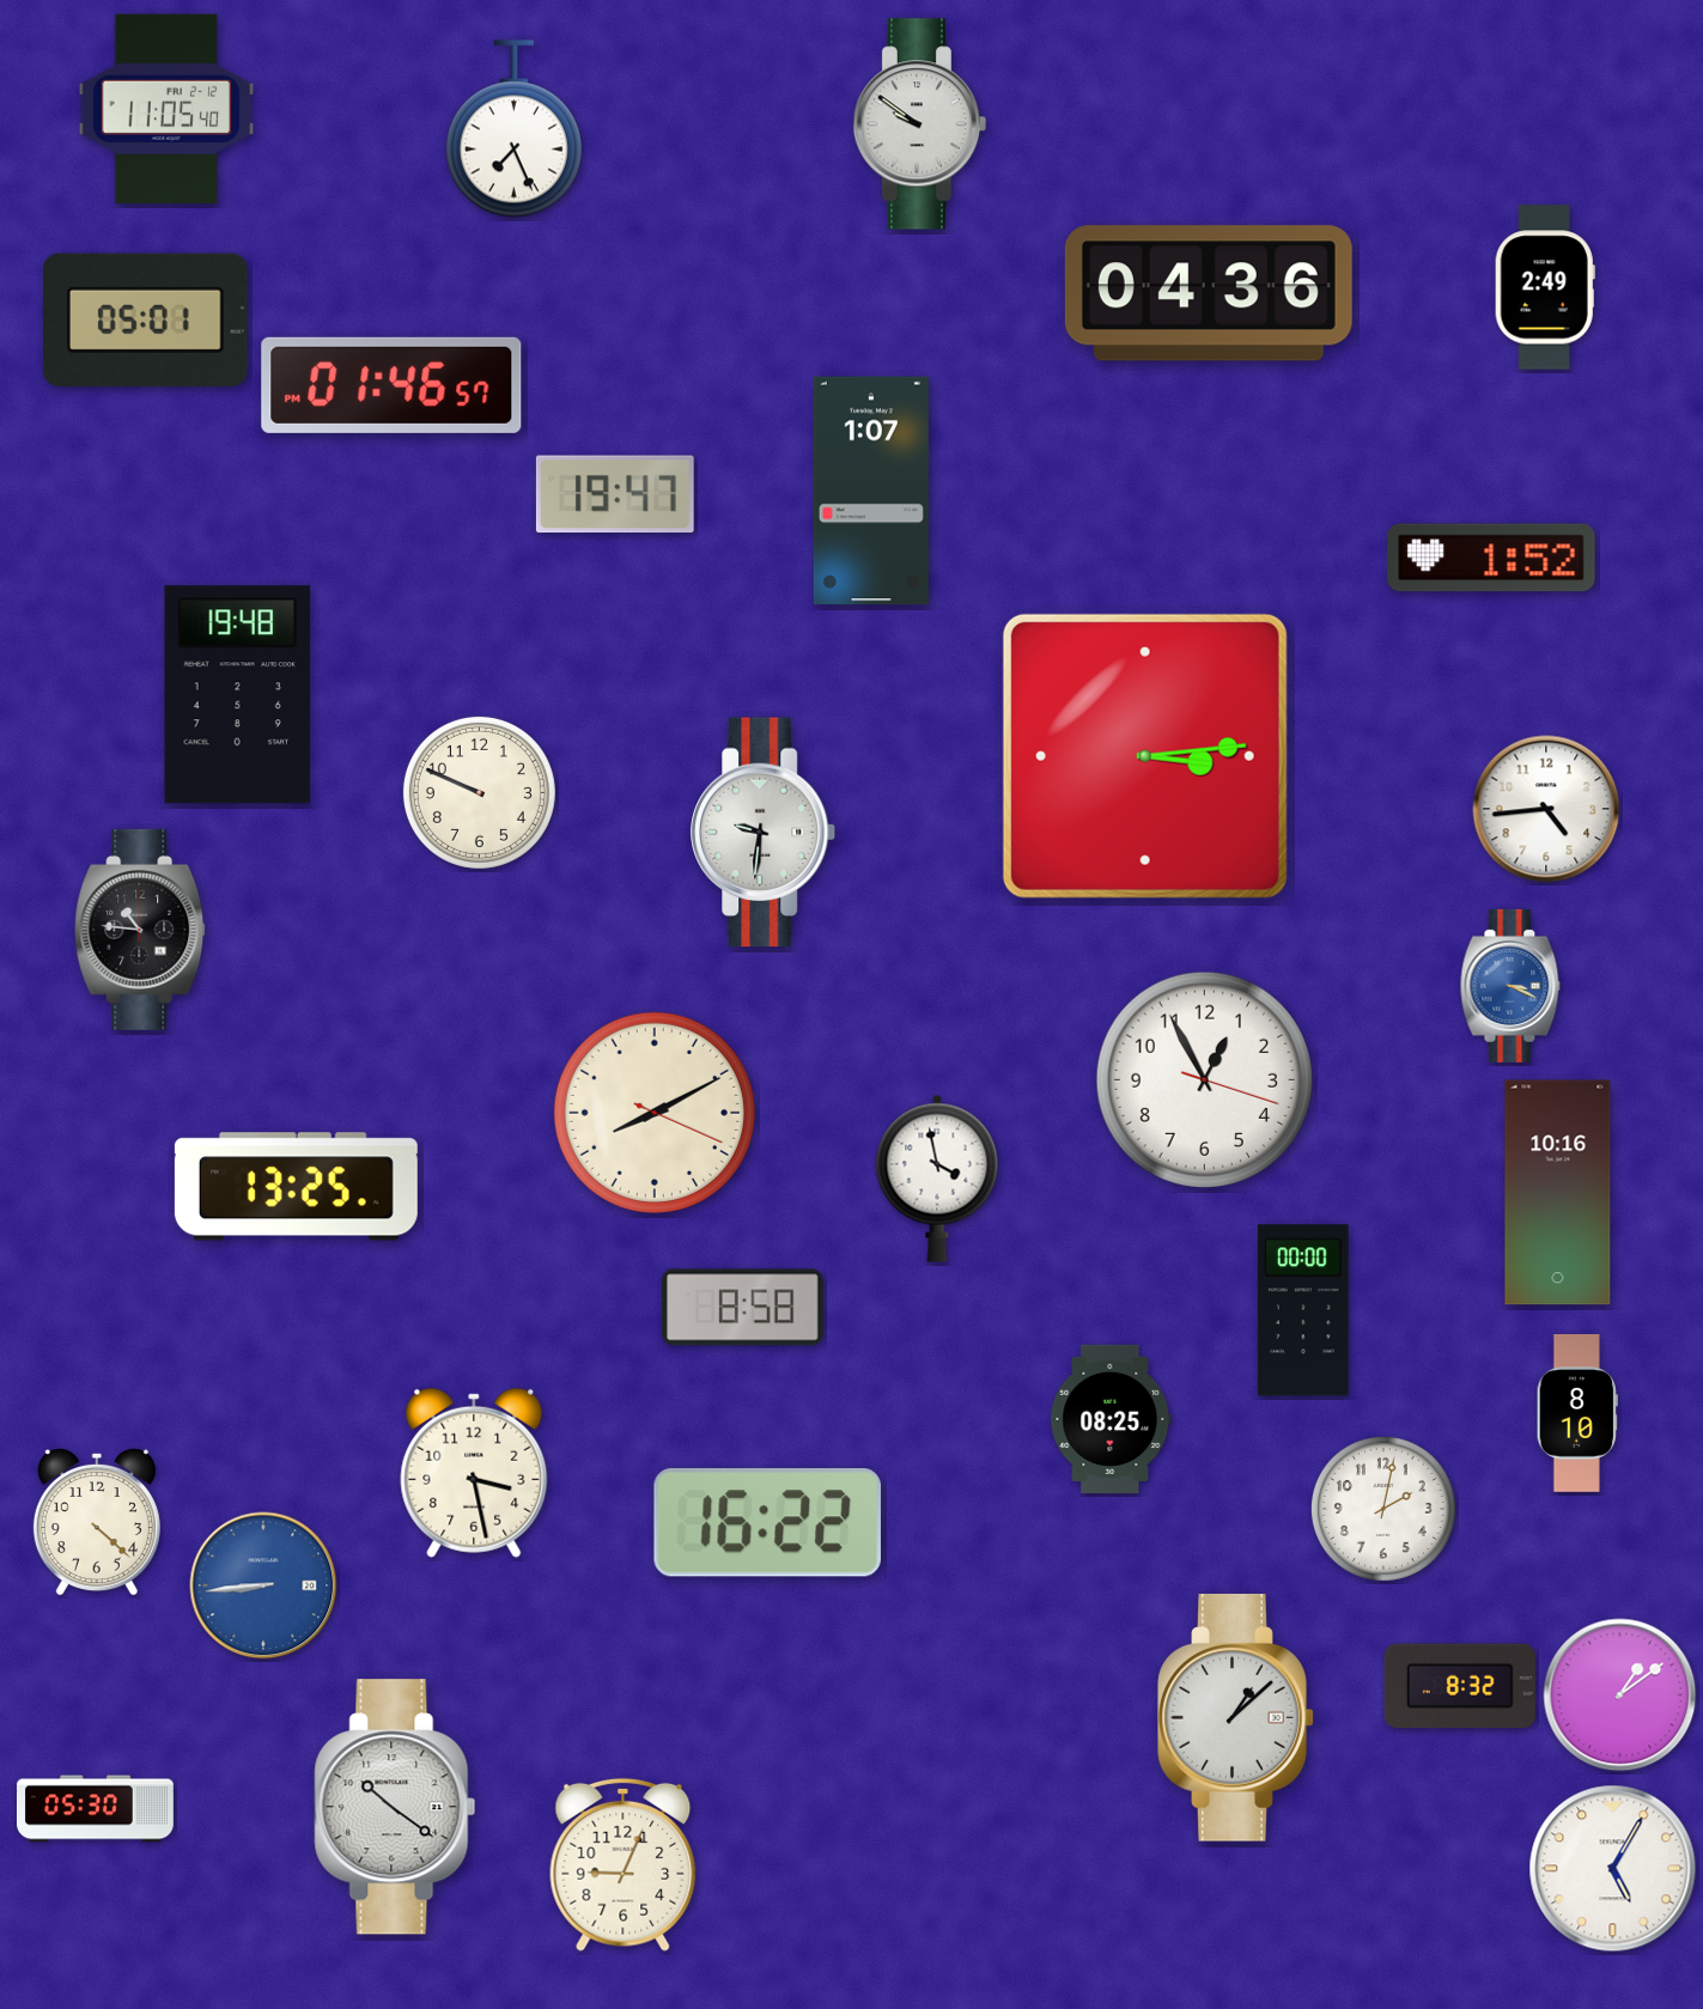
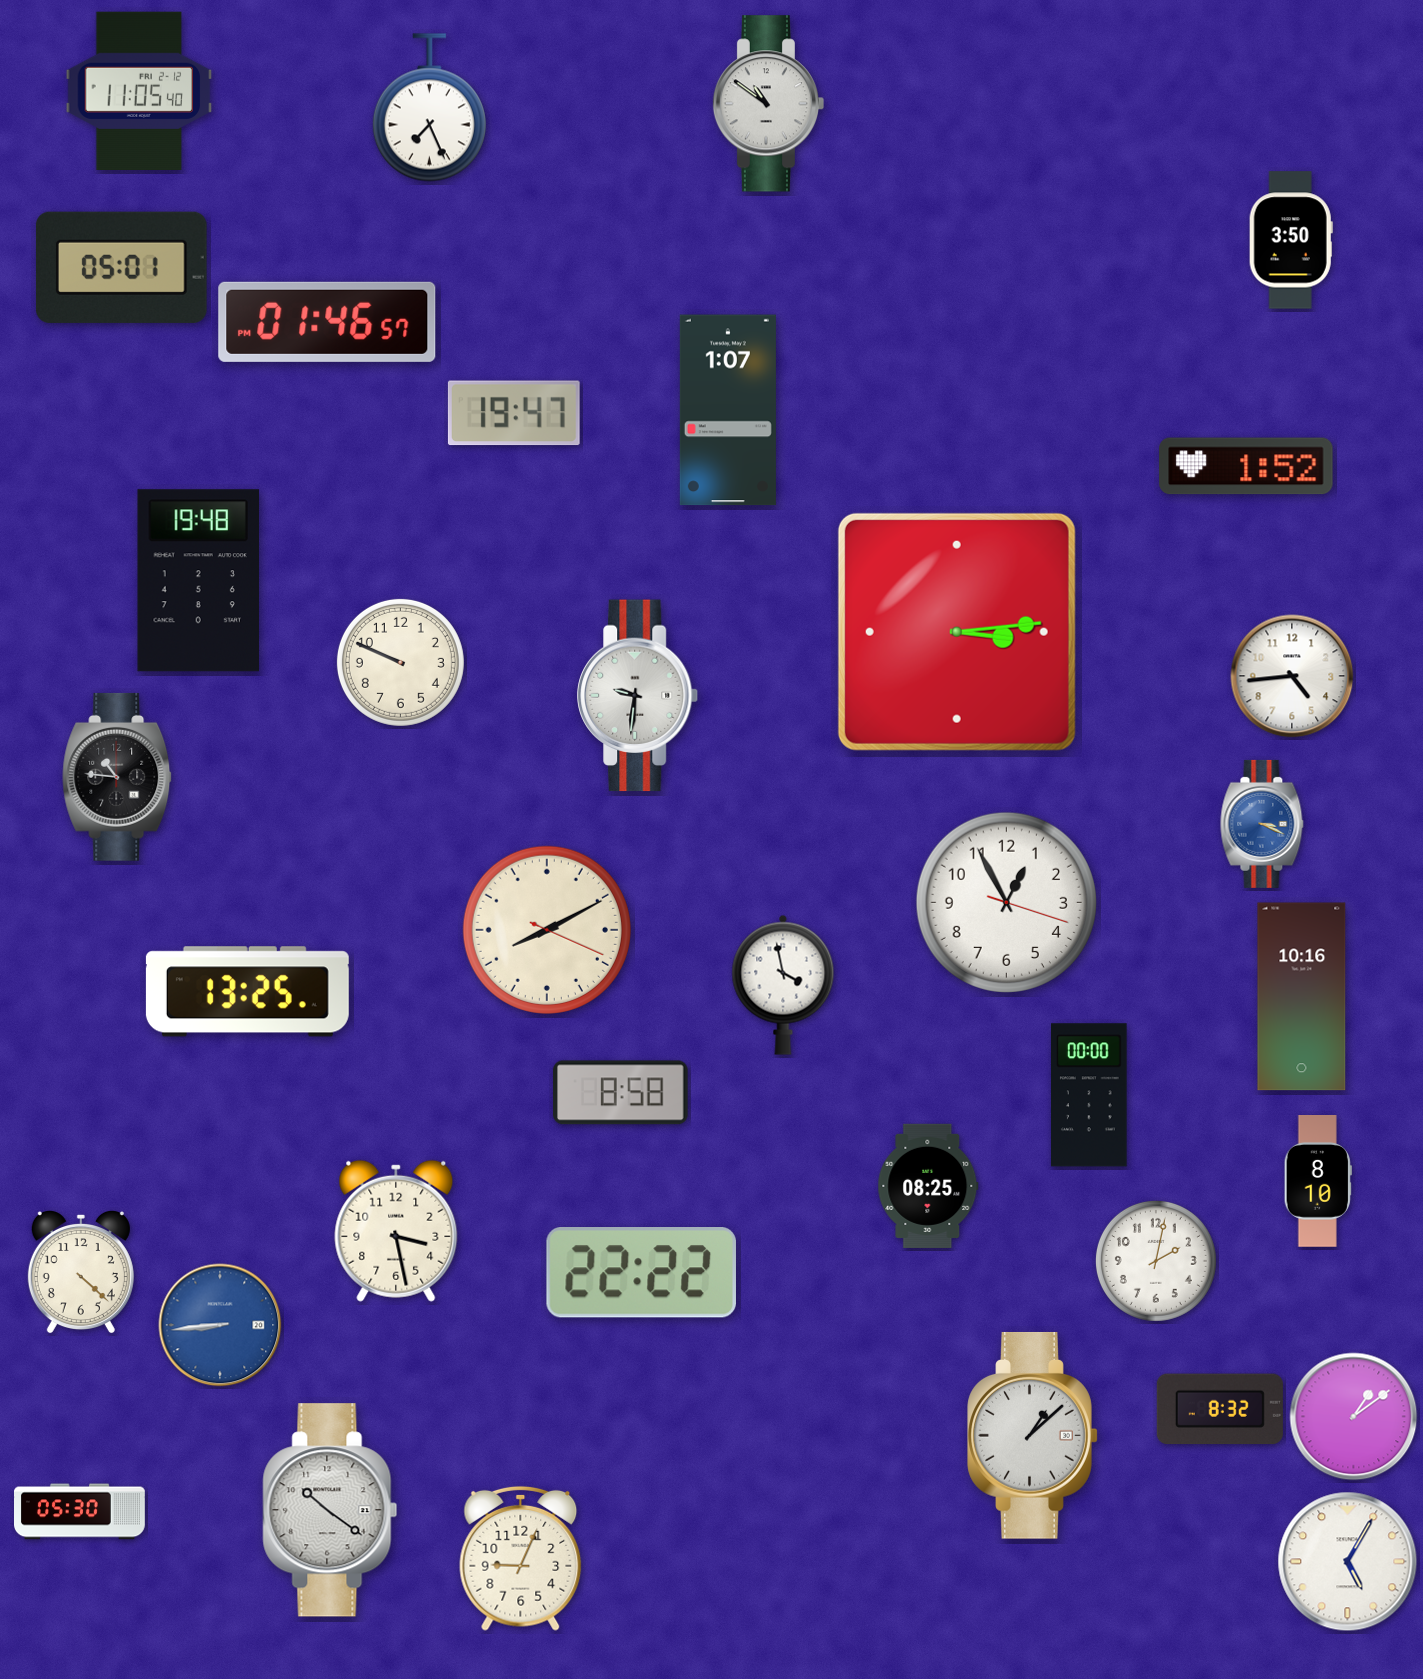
clock at (920, 124): 9:51 -> 10:51
clock at (1545, 287): 2:49 -> 3:50
clock at (1209, 293): 04:36 -> none
clock at (767, 1522): 16:22 -> 22:22
